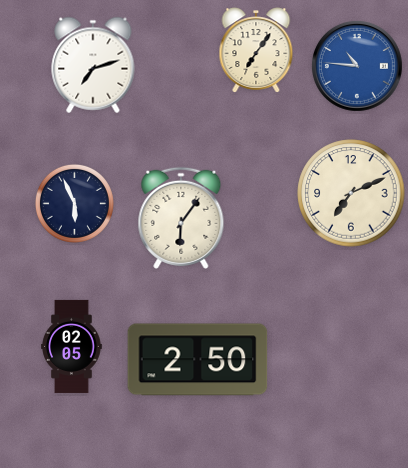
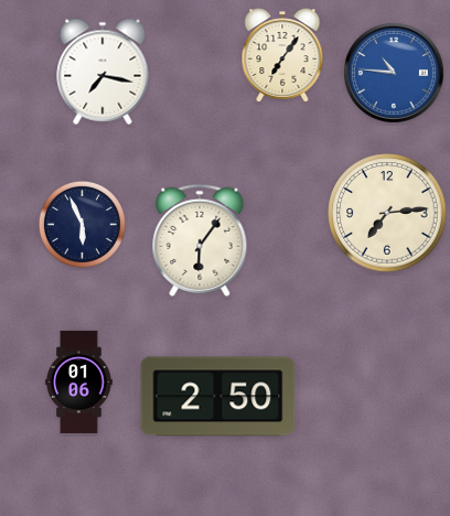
clock at (93, 65): 7:12 -> 7:17
clock at (351, 193): 7:11 -> 7:14
clock at (72, 346): 02:05 -> 01:06
